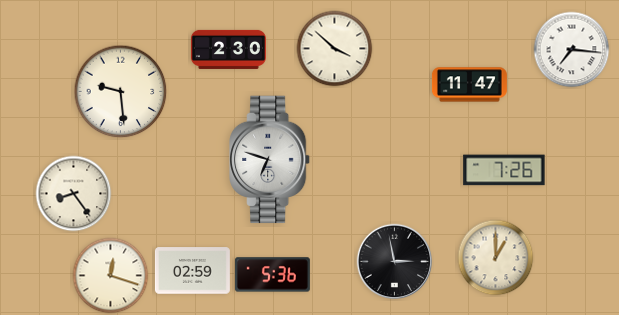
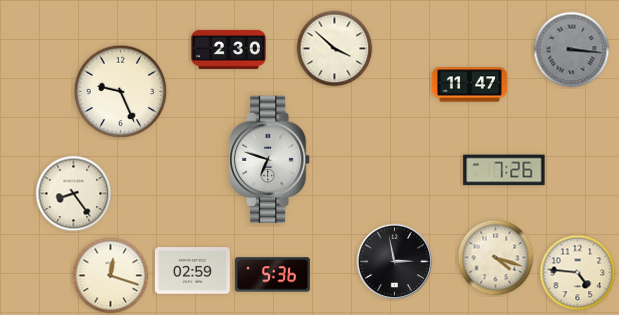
clock at (572, 50): 7:16 -> 3:16
clock at (572, 50) dial: white -> grey
clock at (121, 92): 9:29 -> 9:26
clock at (496, 258): 1:00 -> 4:18
clock at (578, 273): none -> 4:46
